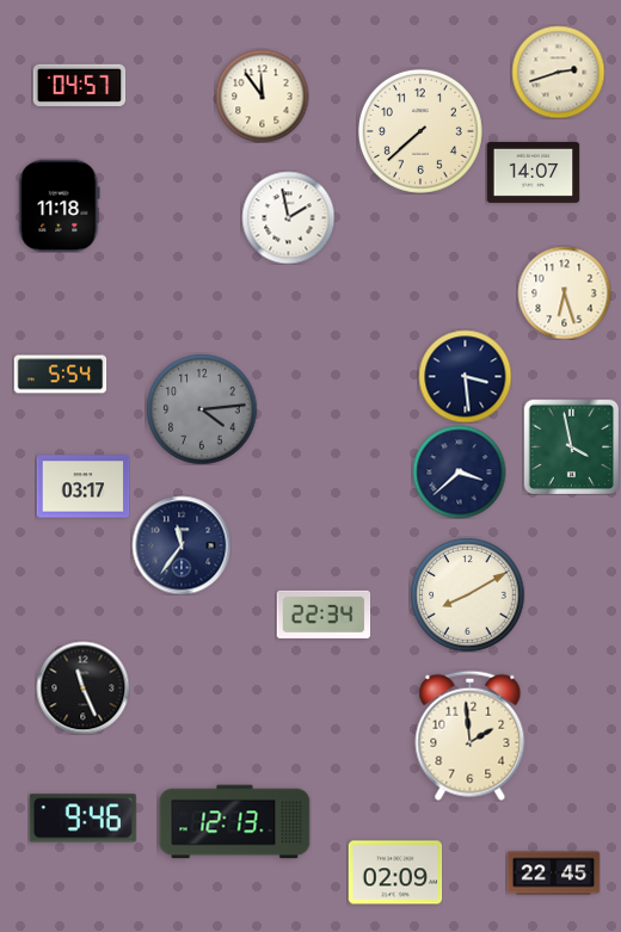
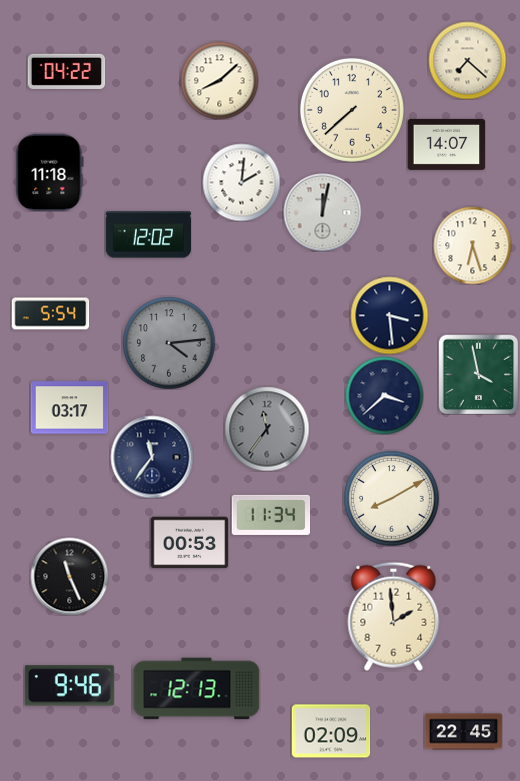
clock at (558, 72): 2:42 -> 7:22
clock at (79, 85): 04:57 -> 04:22
clock at (262, 95): 11:54 -> 8:08
clock at (288, 217): 1:58 -> 2:01
clock at (322, 212): none -> 12:02
clock at (148, 235): none -> 12:02
clock at (267, 429): none -> 11:36
clock at (324, 615): 22:34 -> 11:34
clock at (189, 543): none -> 00:53
